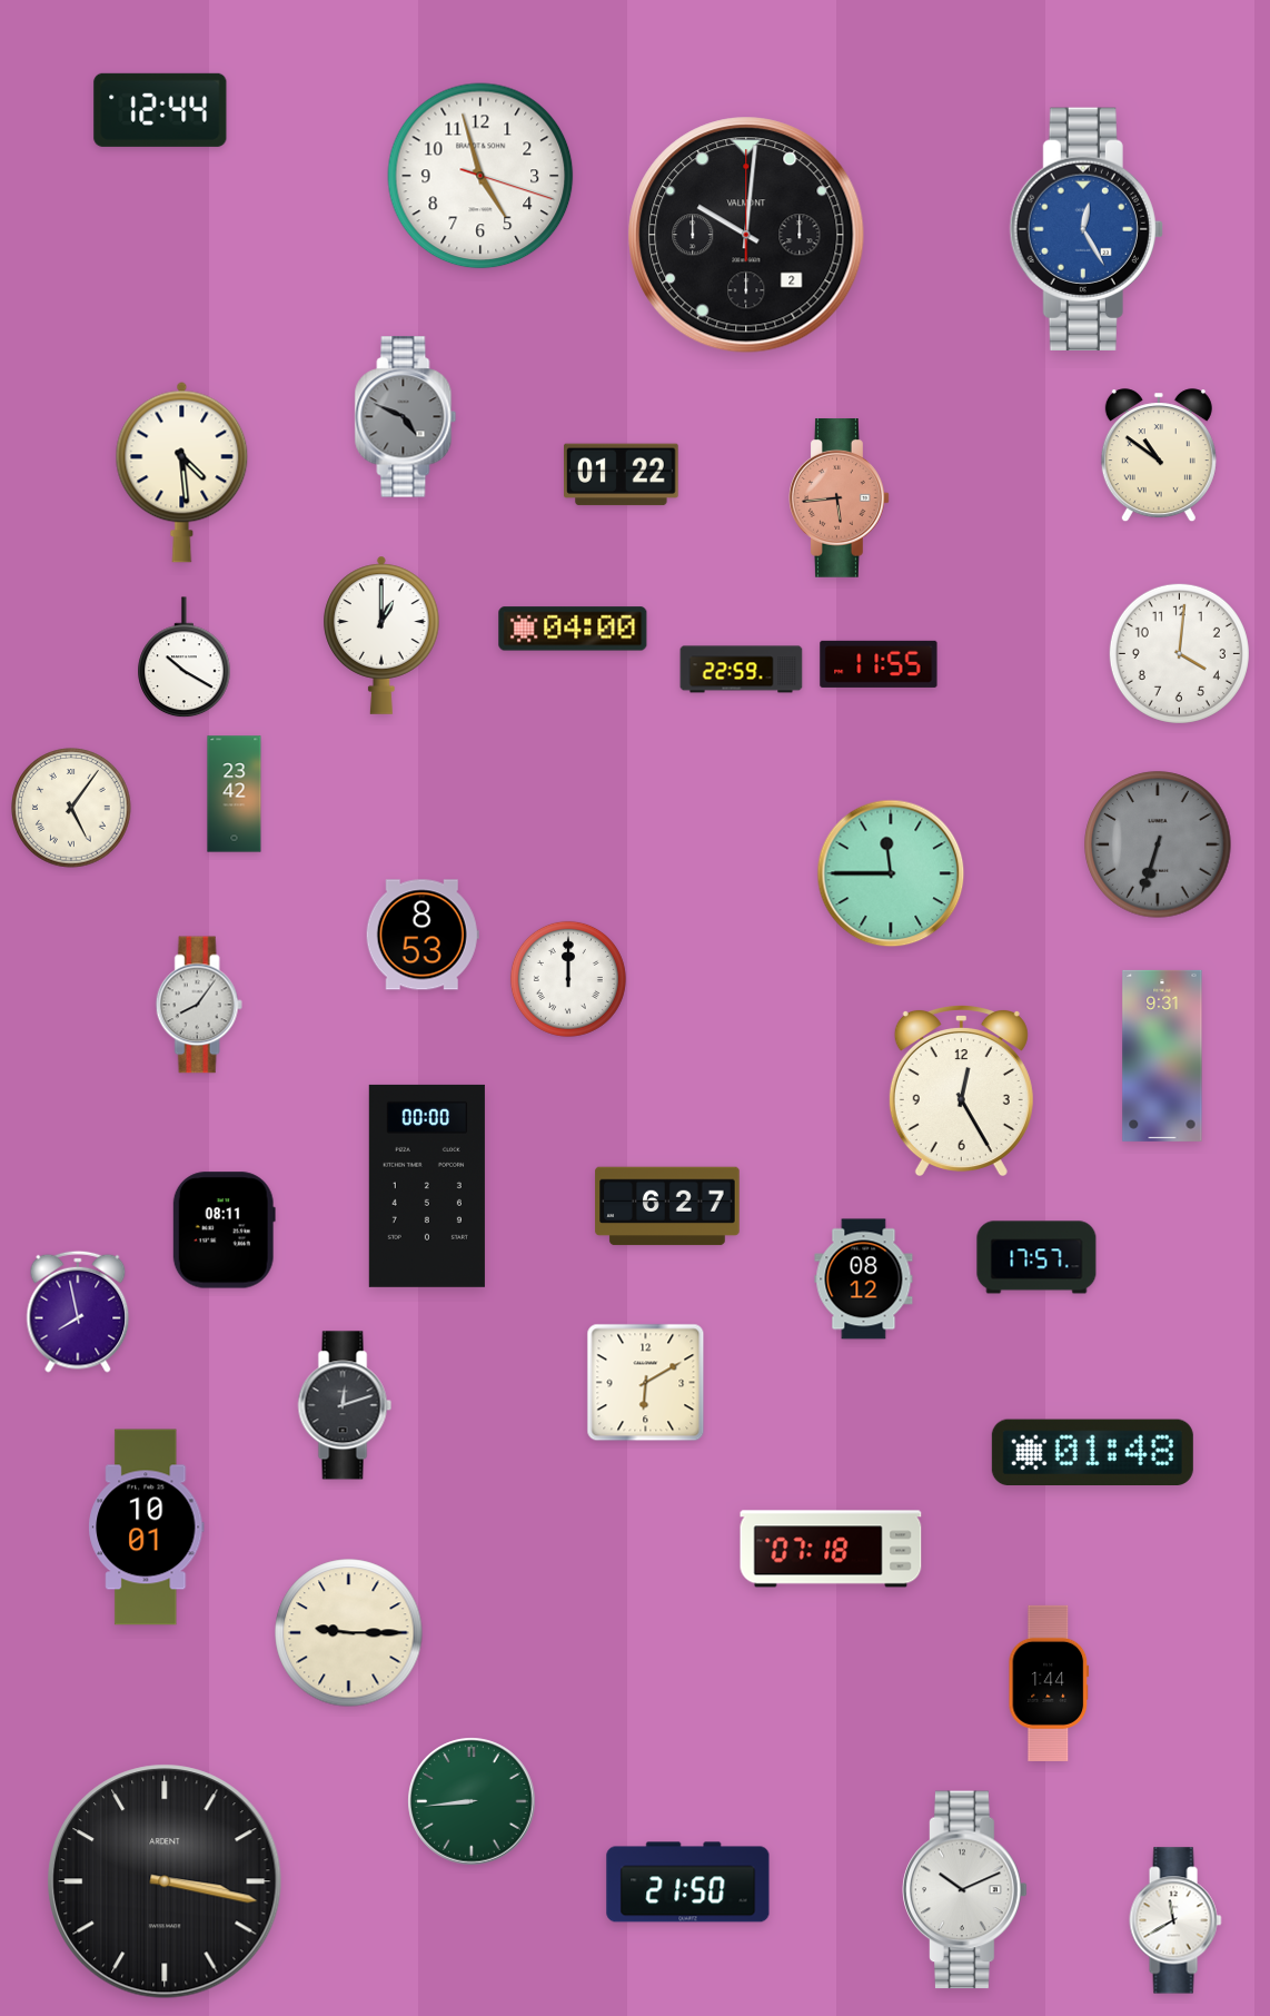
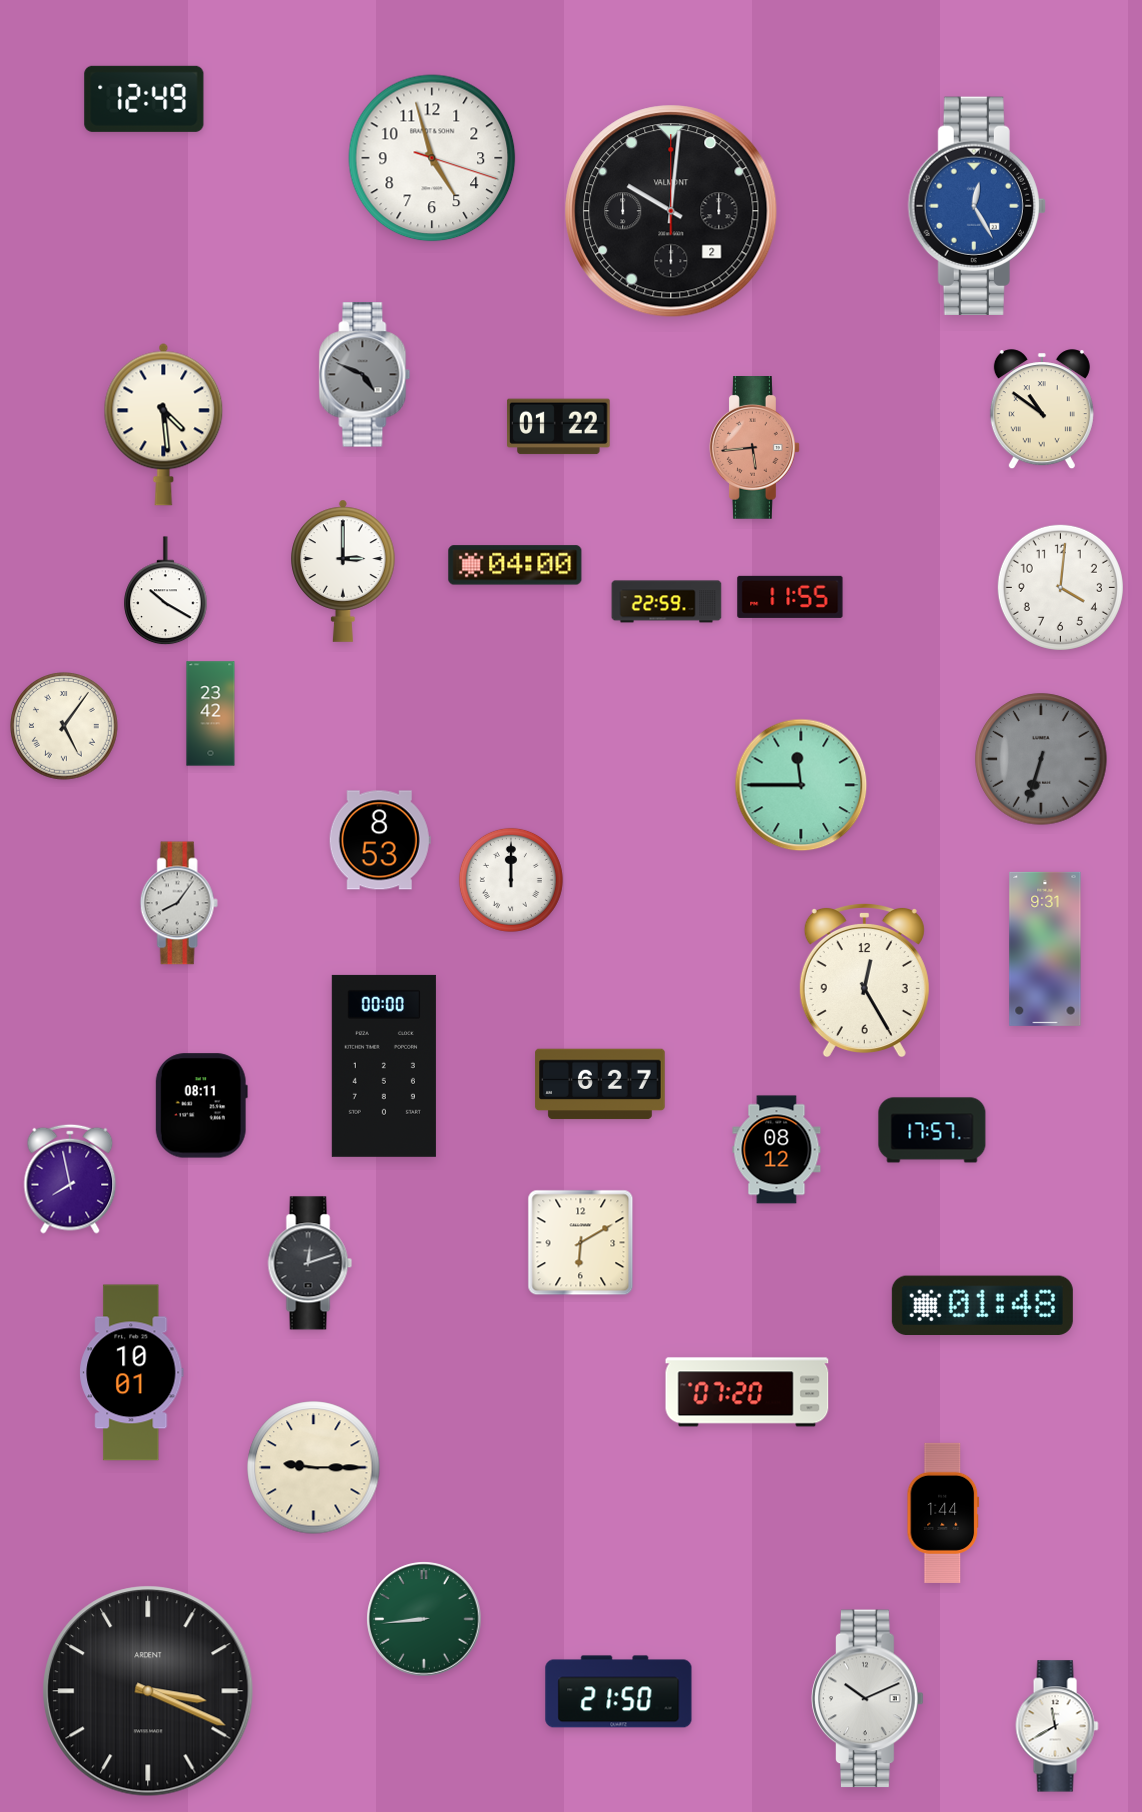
clock at (160, 110): 12:44 -> 12:49
clock at (381, 635): 1:00 -> 3:00
clock at (831, 1549): 07:18 -> 07:20
clock at (165, 1881): 3:17 -> 3:19
